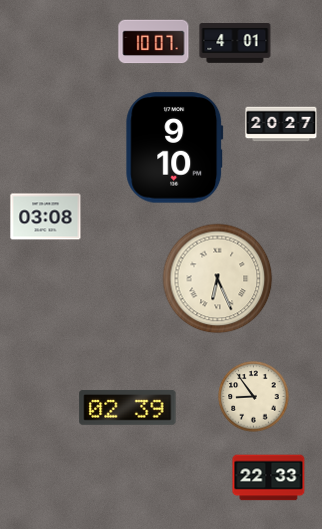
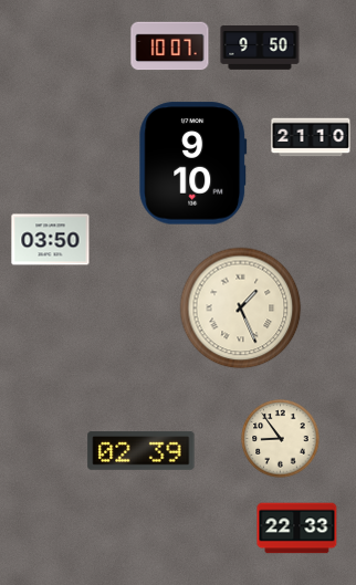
clock at (235, 44): 4:01 -> 9:50
clock at (281, 124): 20:27 -> 21:10
clock at (46, 217): 03:08 -> 03:50
clock at (218, 279): 6:26 -> 1:26
